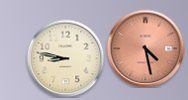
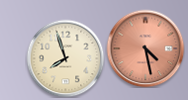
clock at (65, 58): 8:47 -> 7:57
